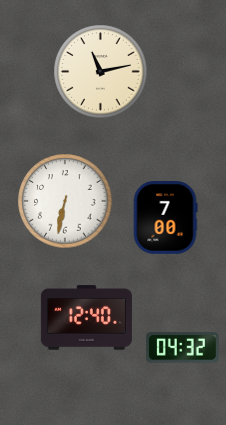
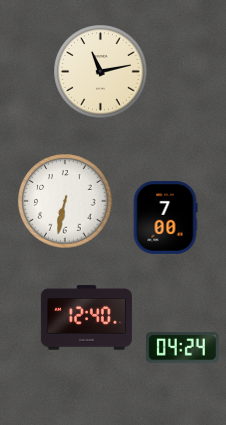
clock at (182, 348): 04:32 -> 04:24
